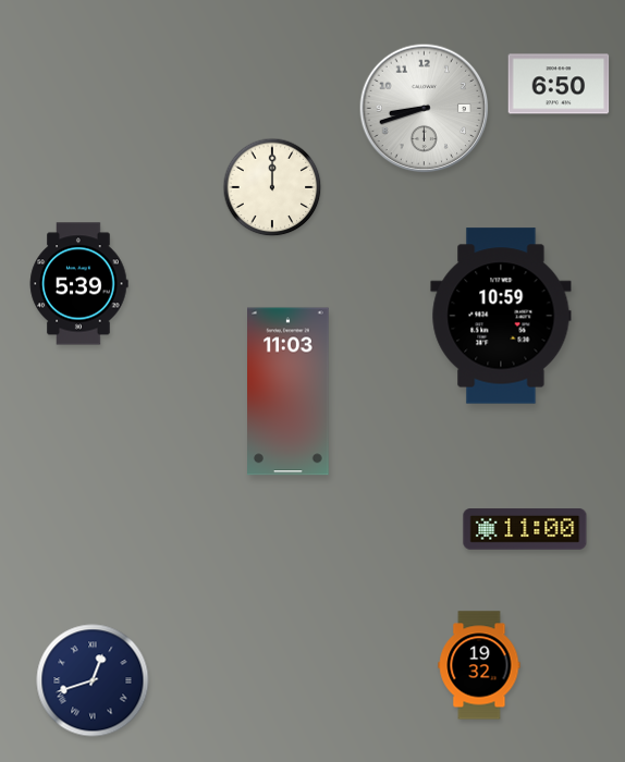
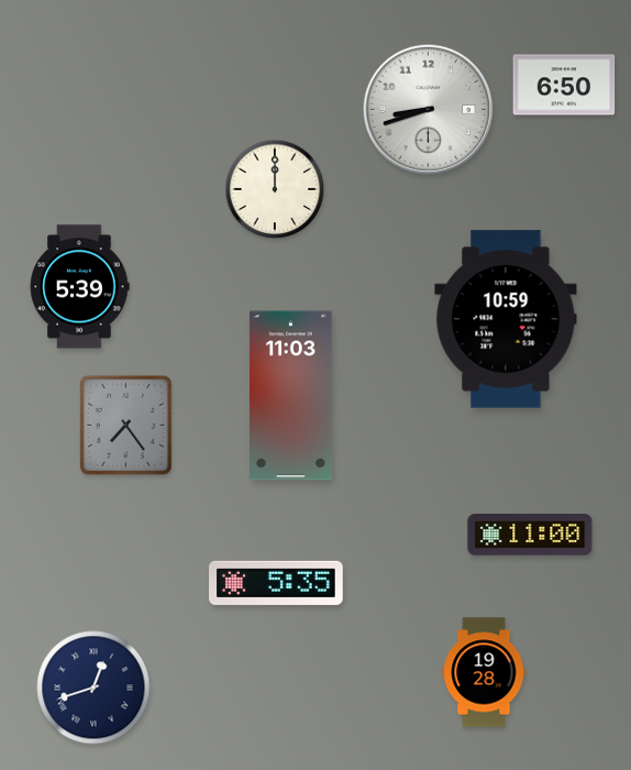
clock at (125, 425): none -> 7:24
clock at (277, 583): none -> 5:35
clock at (479, 665): 19:32 -> 19:28
